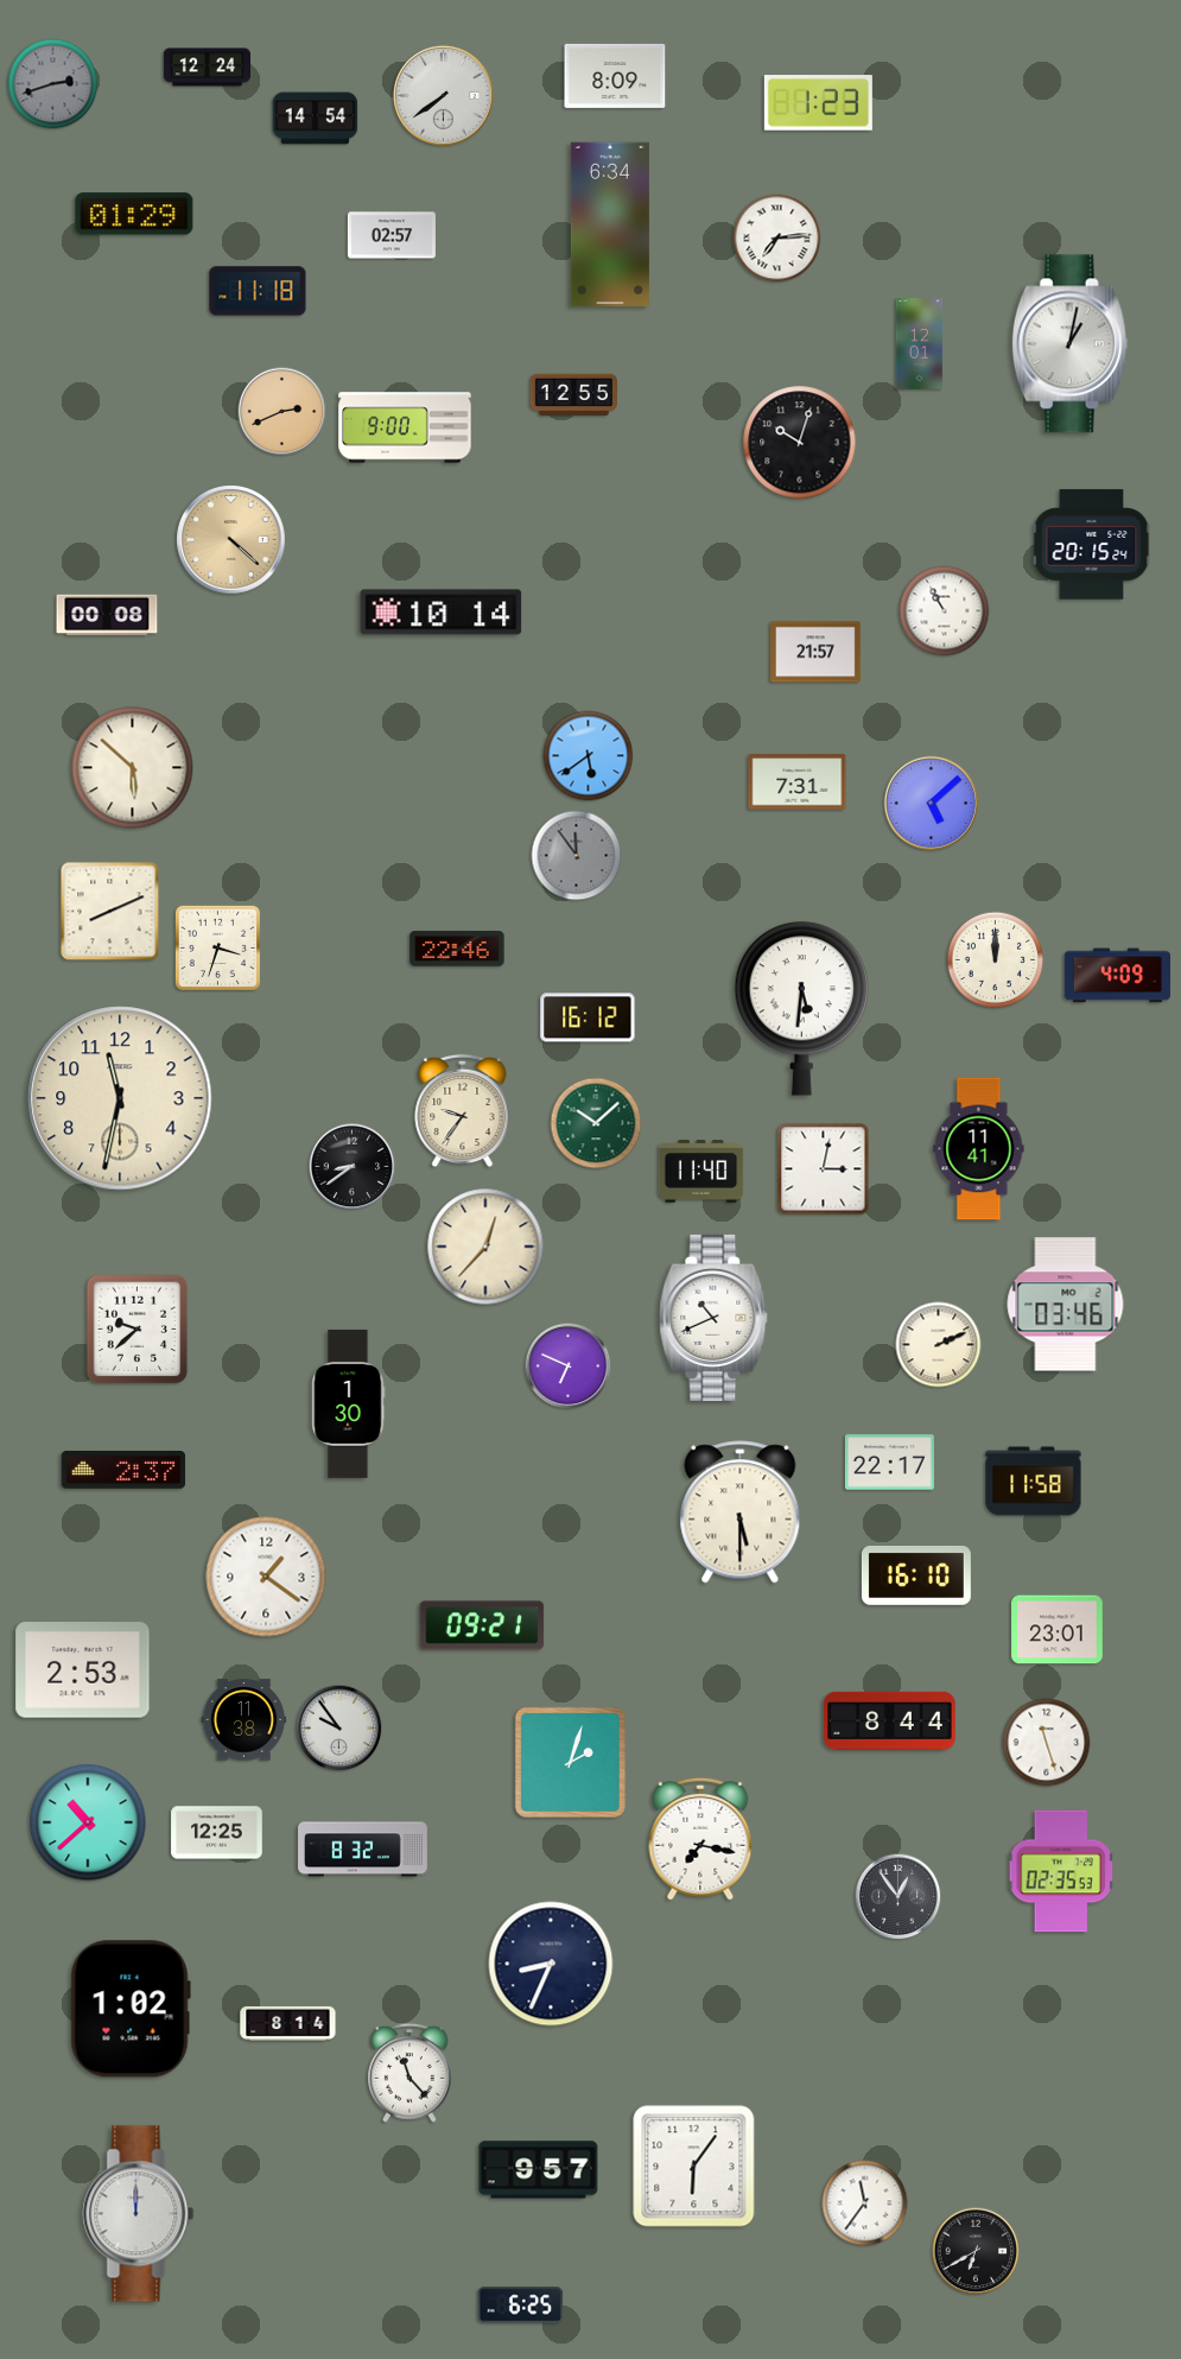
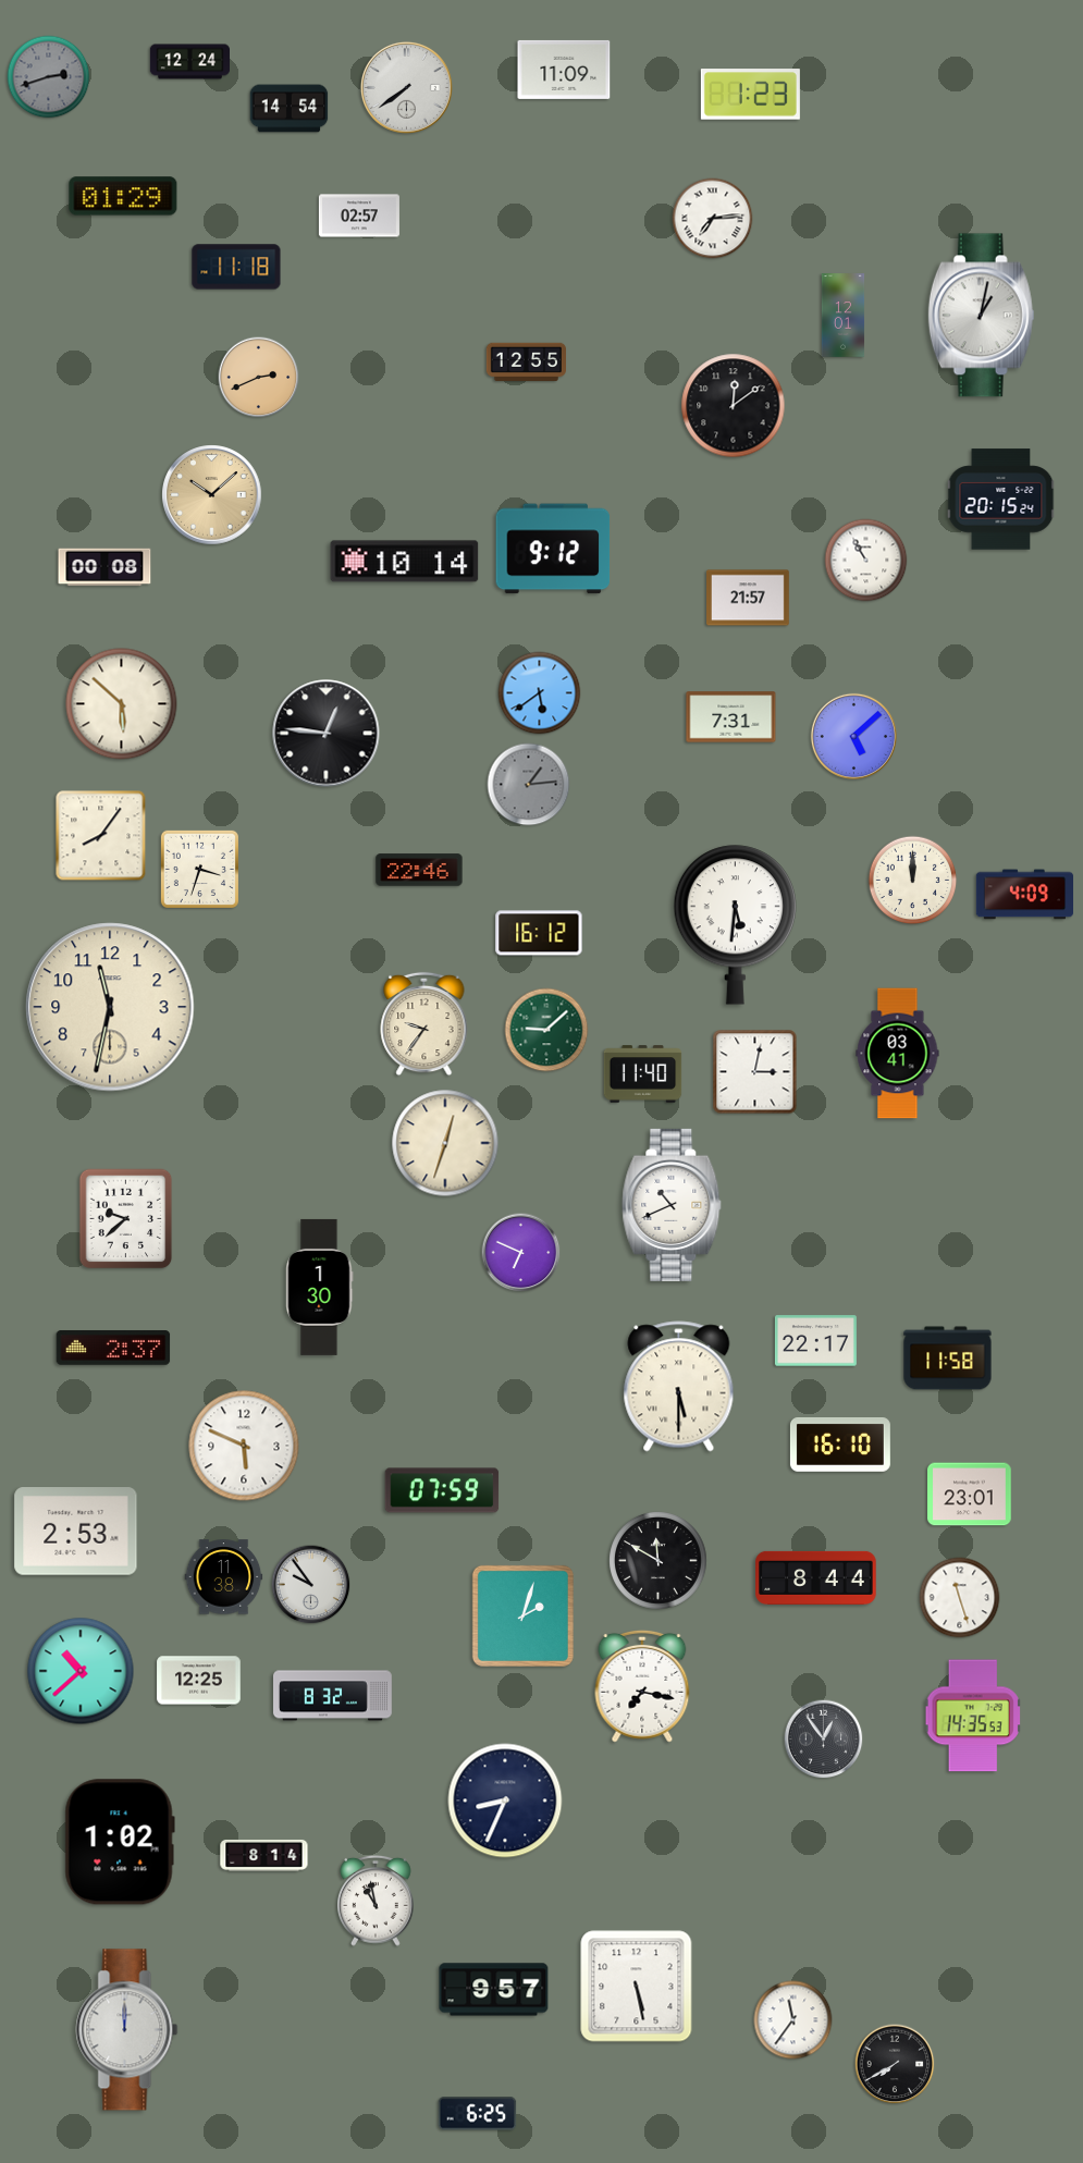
clock at (615, 76): 8:09 -> 11:09
clock at (610, 224): 6:34 -> none
clock at (405, 427): 9:00 -> none
clock at (800, 443): 10:03 -> 12:09
clock at (231, 540): 4:22 -> 10:08
clock at (553, 549): none -> 9:12
clock at (107, 615) position: (107, 615) -> (104, 567)
clock at (327, 734): none -> 12:46
clock at (577, 856): 11:54 -> 1:14
clock at (110, 912): 8:11 -> 8:06
clock at (463, 1111) position: (463, 1111) -> (424, 1024)
clock at (596, 1123): 10:08 -> 9:08
clock at (979, 1149): 11:41 -> 03:41
clock at (353, 1167): 8:39 -> none
clock at (485, 1247): 12:37 -> 12:33
clock at (1066, 1305): 03:46 -> none
clock at (713, 1318) position: (713, 1318) -> (672, 1205)
clock at (939, 1345): 2:11 -> none
clock at (266, 1577): 1:21 -> 5:49
clock at (482, 1625): 09:21 -> 07:59
clock at (659, 1561): none -> 11:50
clock at (1061, 1871): 02:35 -> 14:35
clock at (411, 2073): 11:23 -> 10:58
clock at (694, 2167): 6:06 -> 5:28
clock at (976, 2251): 6:40 -> 7:40
